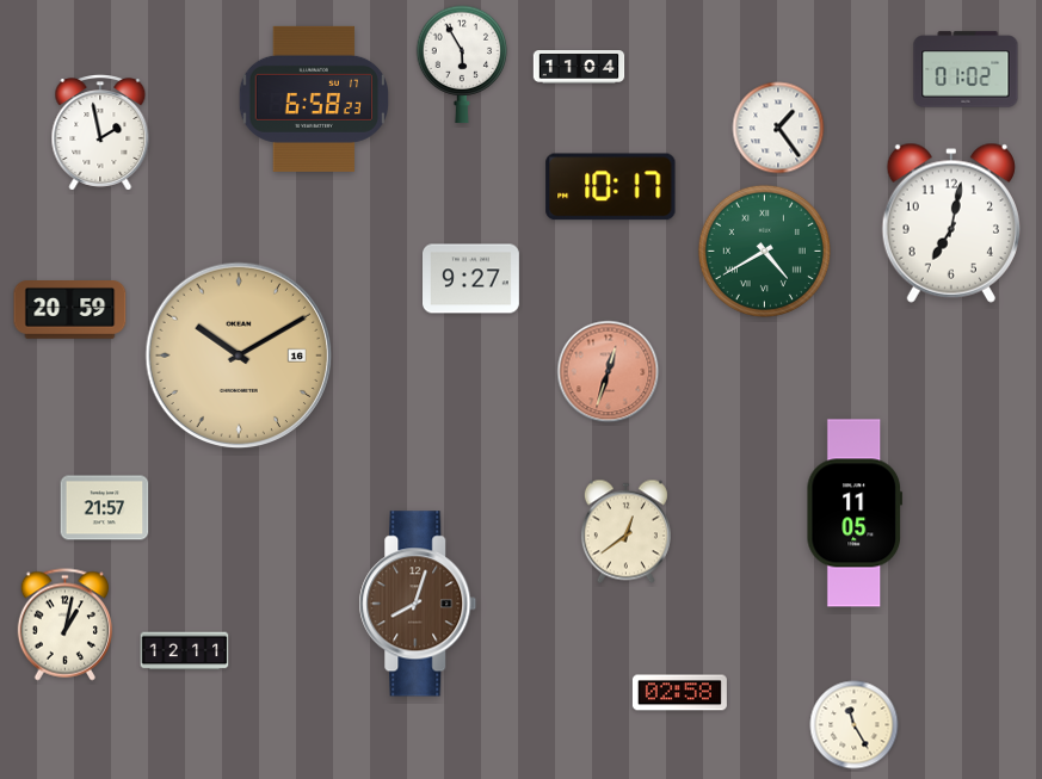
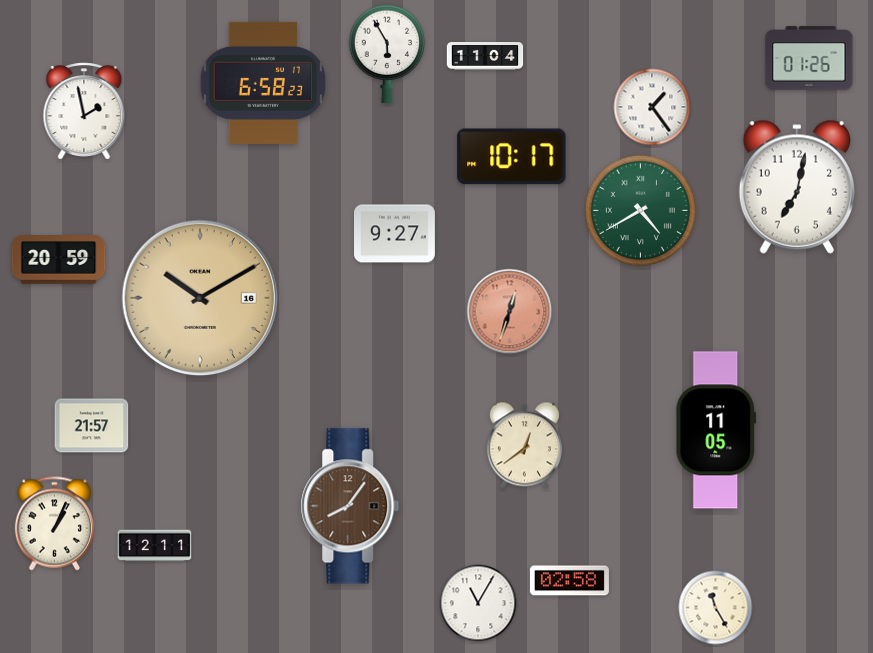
clock at (966, 69): 01:02 -> 01:26
clock at (105, 508) position: (105, 508) -> (92, 426)
clock at (418, 604): 8:03 -> 8:06
clock at (64, 625): 1:02 -> 1:04
clock at (478, 603): none -> 11:05
